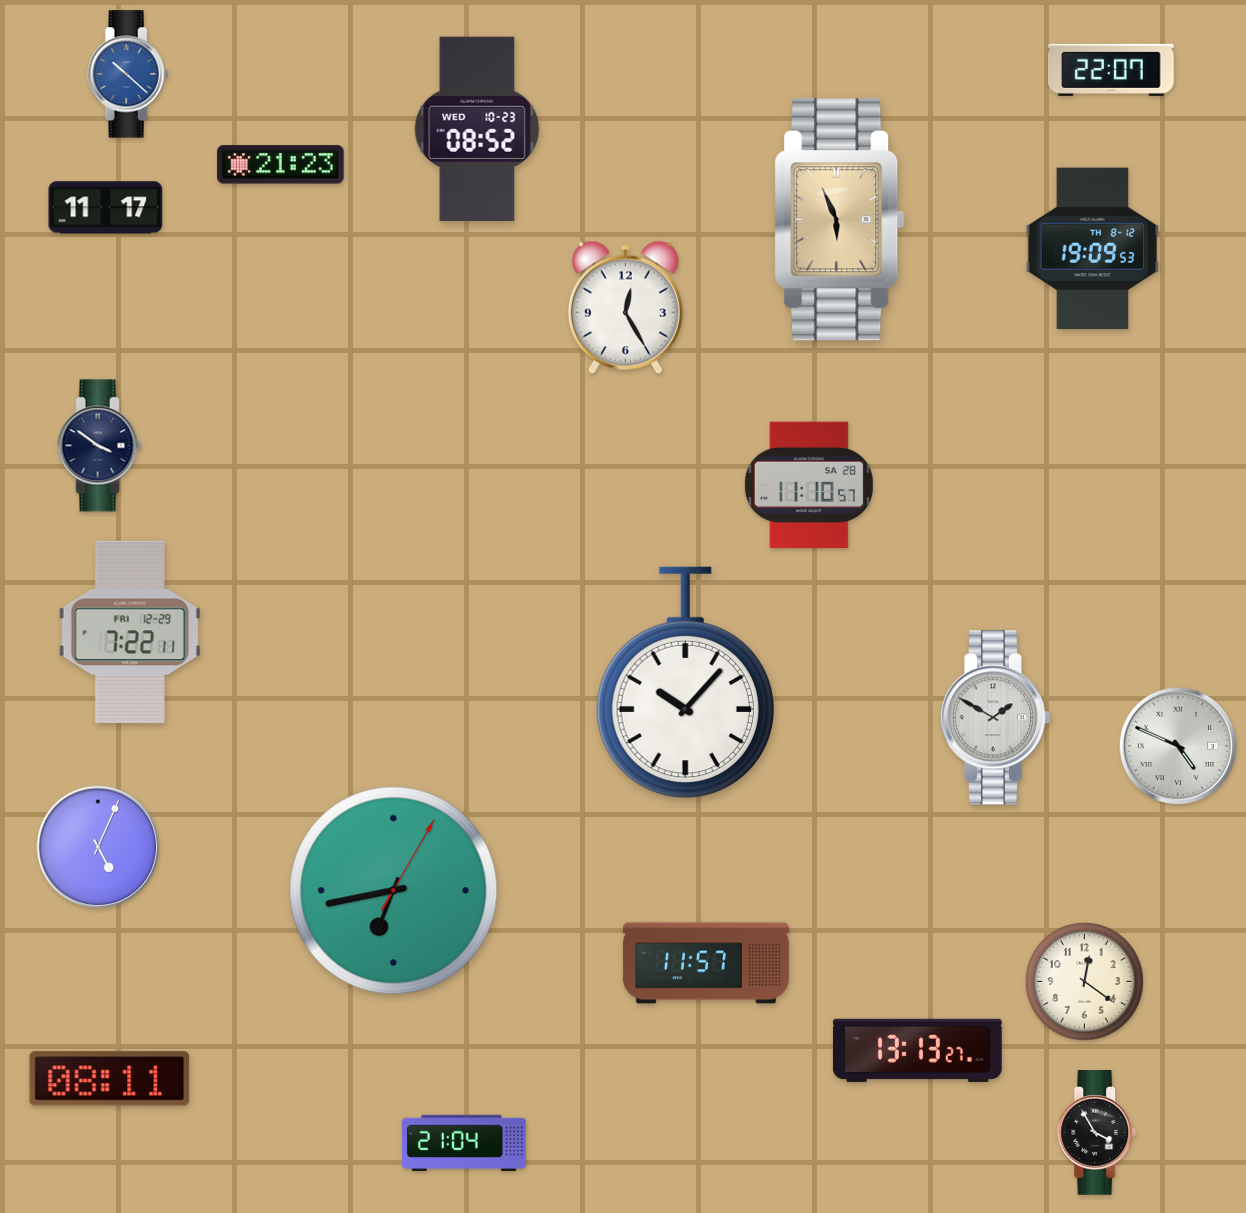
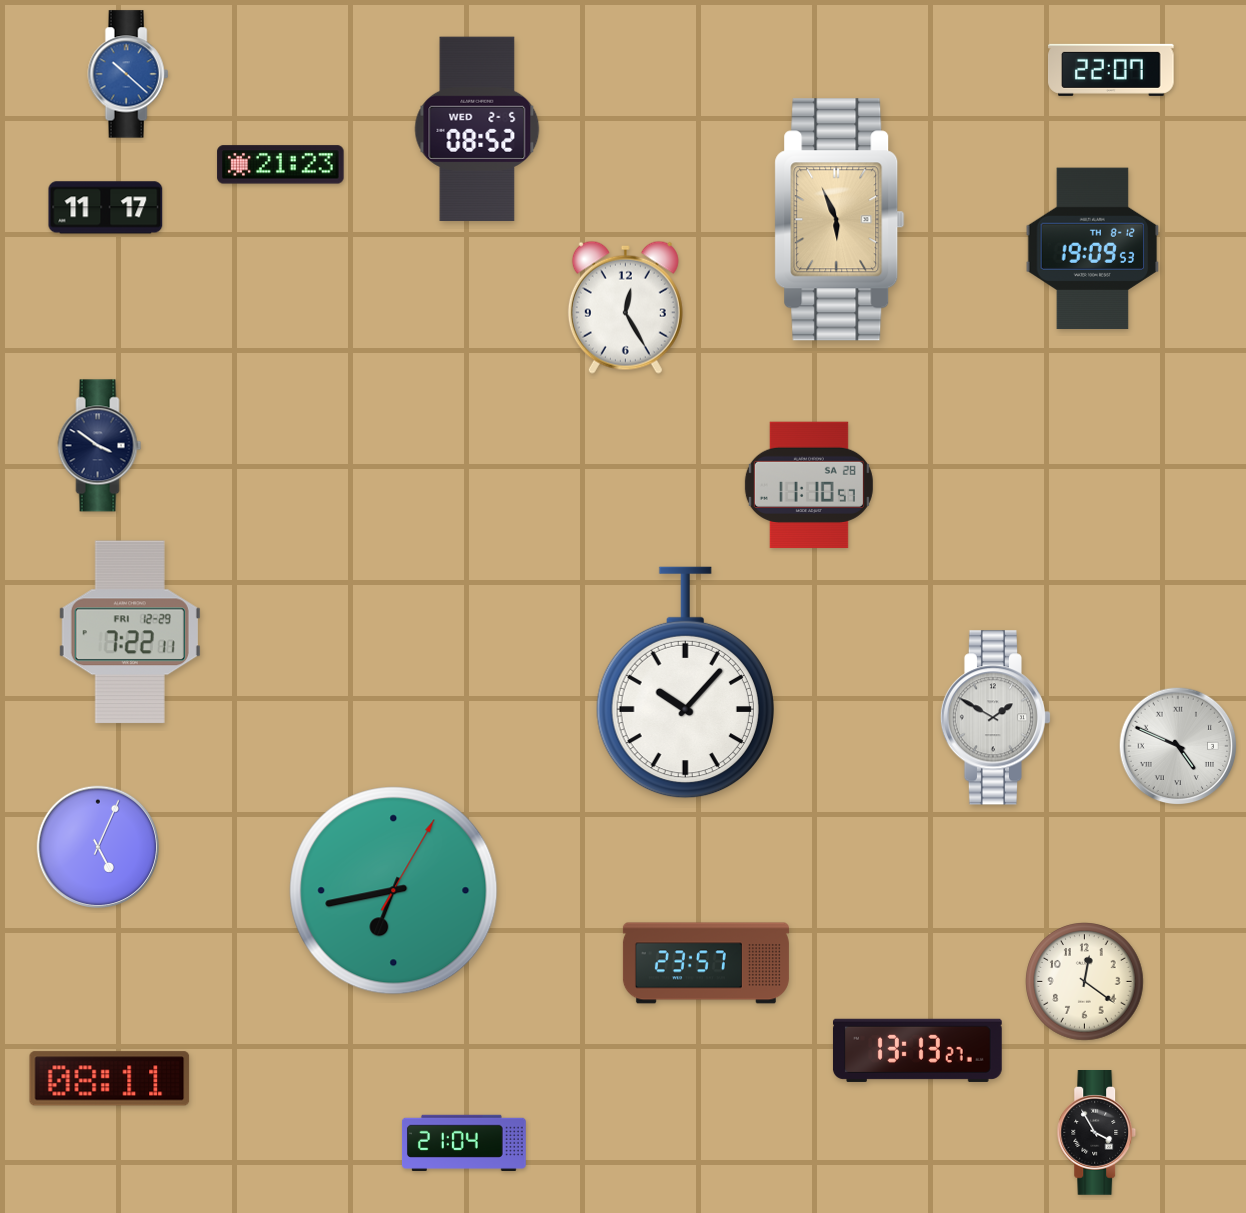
clock at (477, 128) date: WED 10-23 -> WED 2-5
clock at (706, 963): 11:57 -> 23:57
